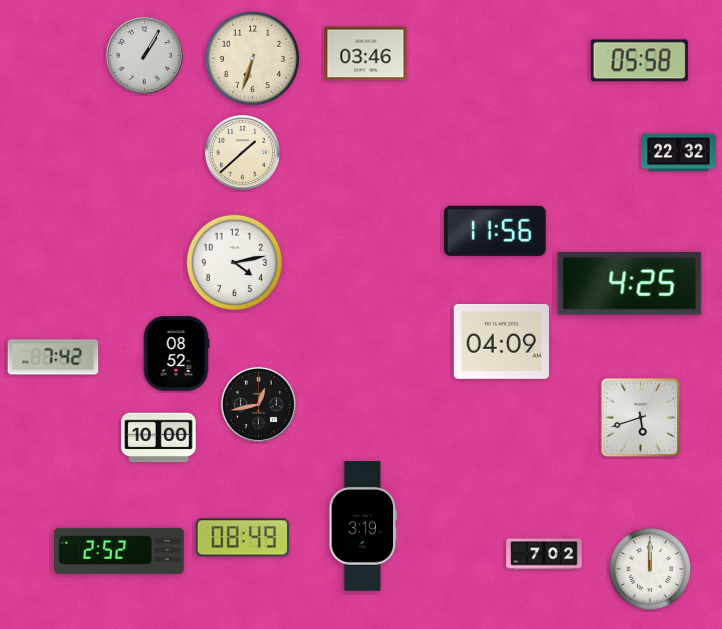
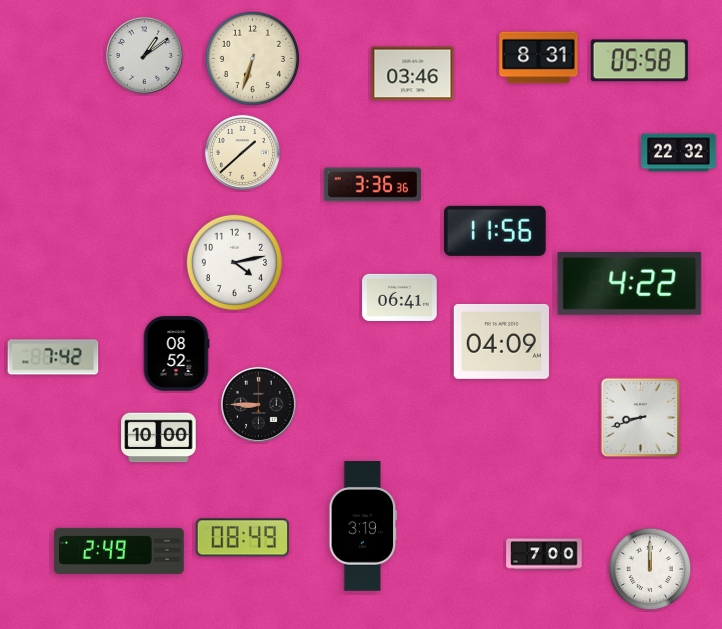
clock at (366, 54) position: (366, 54) -> (413, 74)
clock at (144, 55): 1:05 -> 1:09
clock at (539, 58): none -> 8:31
clock at (372, 185): none -> 3:36
clock at (630, 284): 4:25 -> 4:22
clock at (400, 297): none -> 06:41
clock at (258, 404): 12:43 -> 8:45
clock at (640, 417): 5:42 -> 8:42
clock at (119, 551): 2:52 -> 2:49
clock at (544, 554): 7:02 -> 7:00
